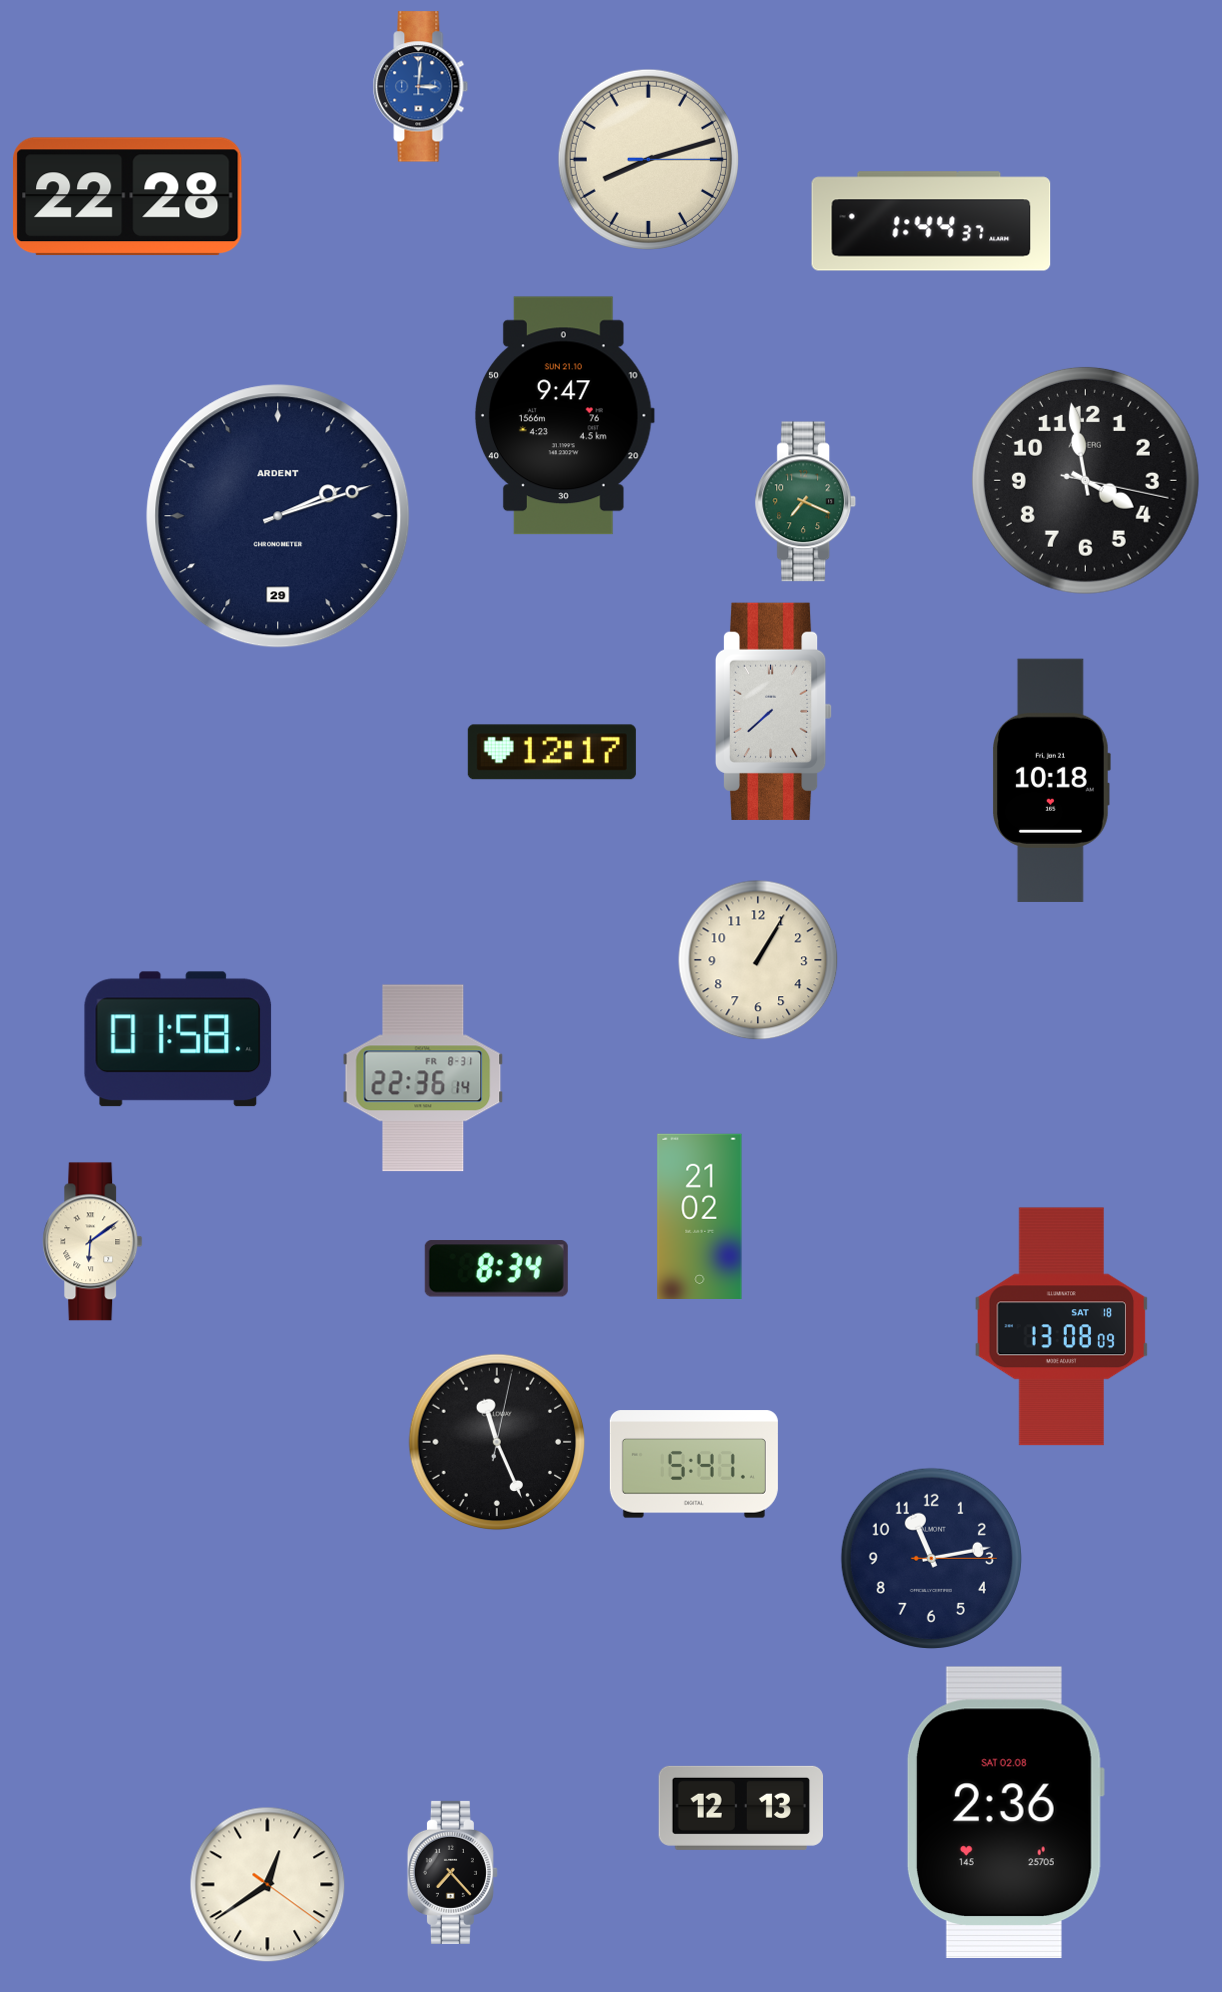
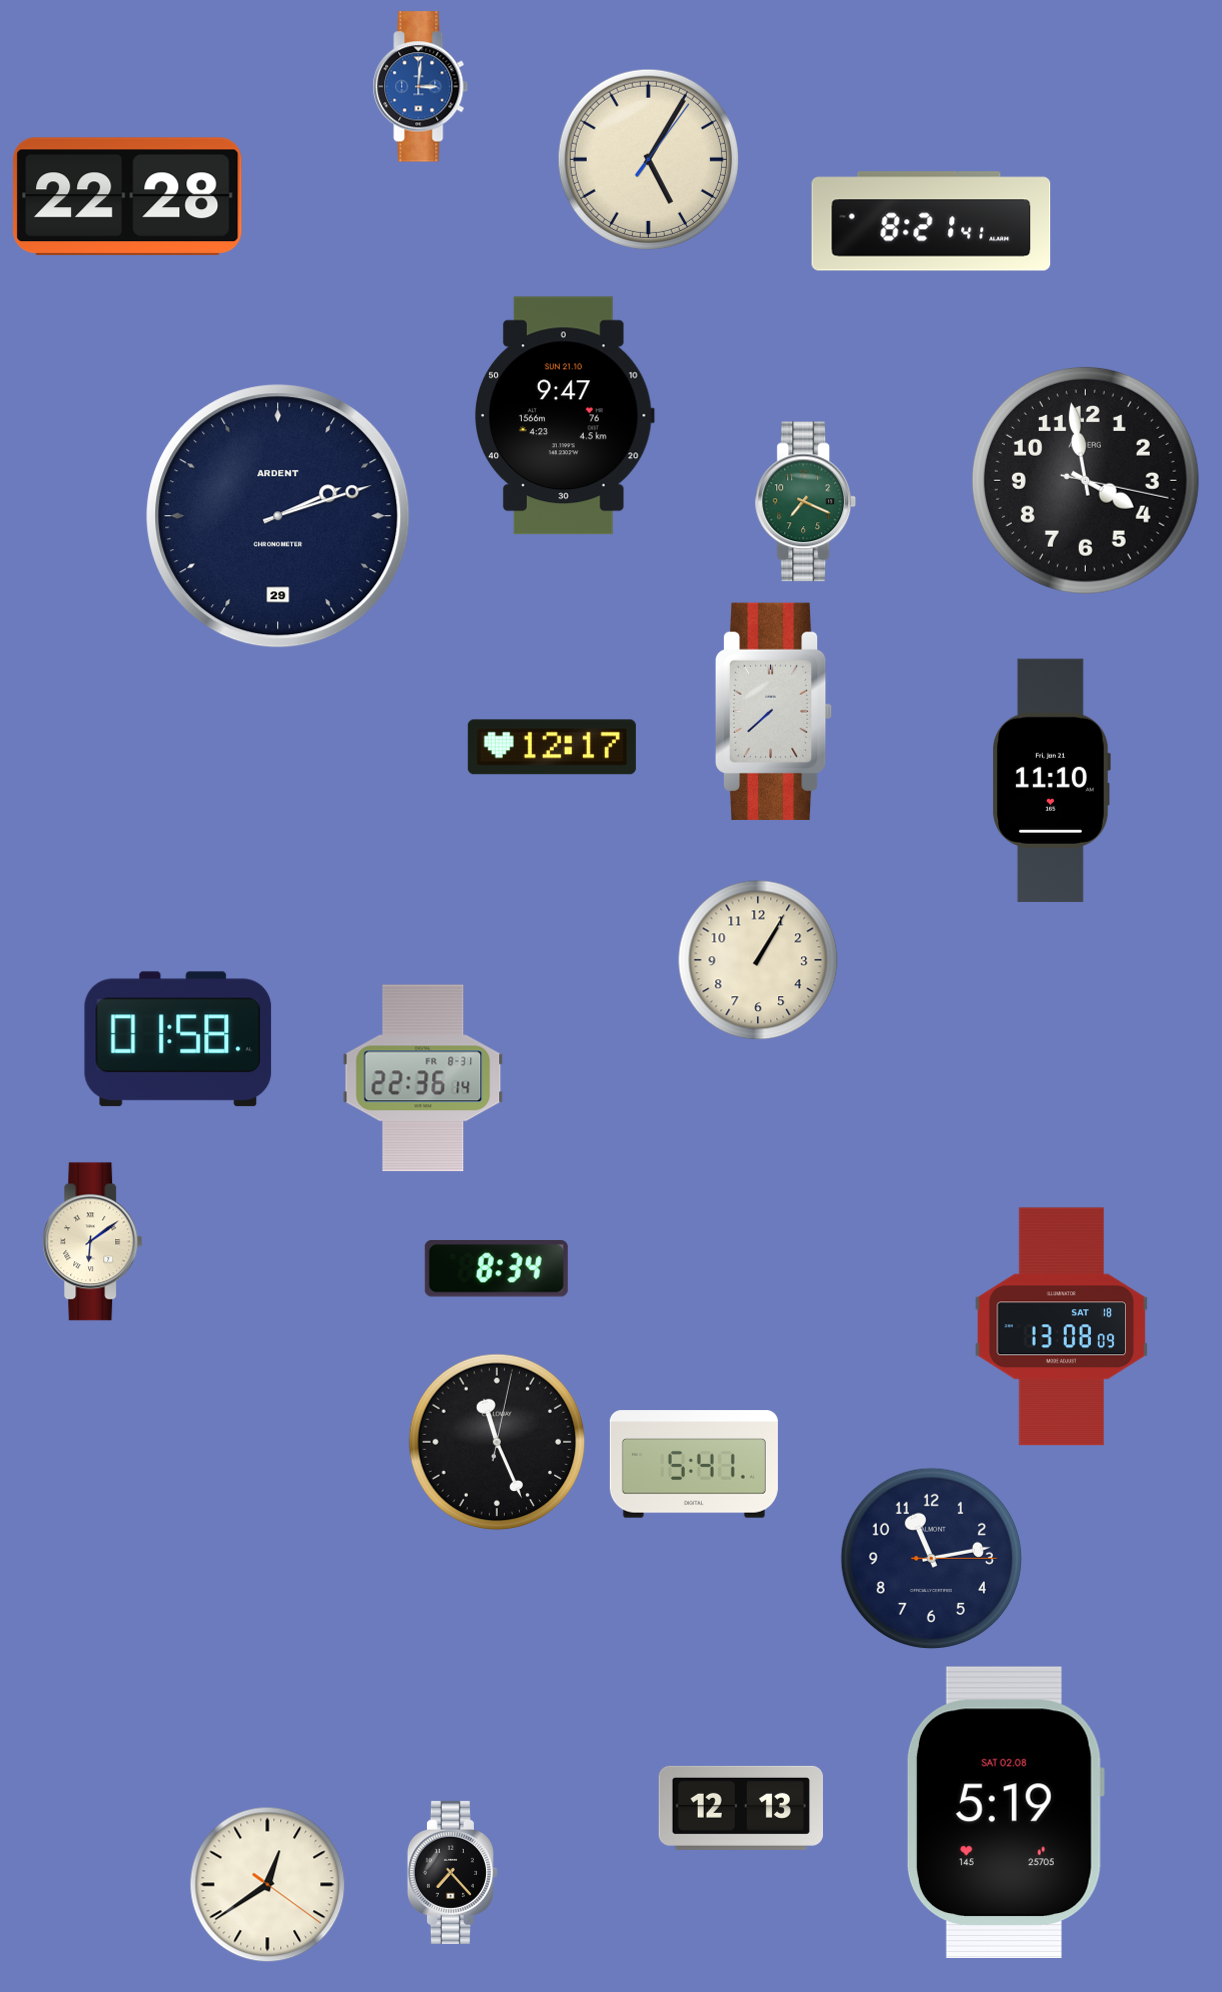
clock at (648, 159): 8:12 -> 5:05
clock at (931, 221): 1:44 -> 8:21
clock at (552, 752) position: (552, 752) -> (552, 747)
clock at (1052, 780): 10:18 -> 11:10
clock at (700, 1216): 21:02 -> none
clock at (1005, 1812): 2:36 -> 5:19
